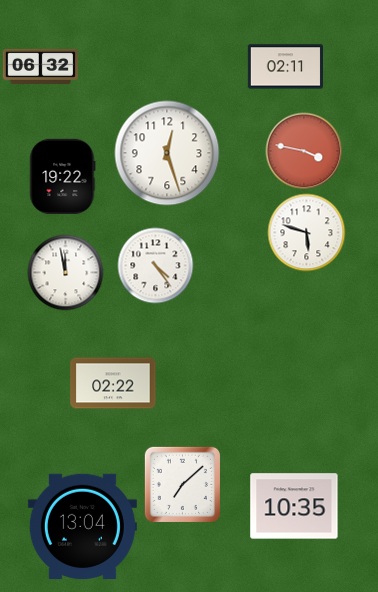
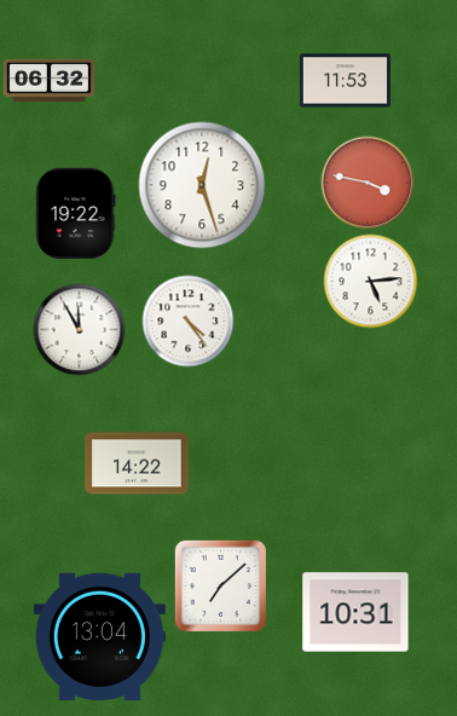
clock at (285, 67): 02:11 -> 11:53
clock at (307, 233): 5:48 -> 5:14
clock at (66, 273): 11:58 -> 11:55
clock at (113, 383): 02:22 -> 14:22
clock at (294, 506): 10:35 -> 10:31
